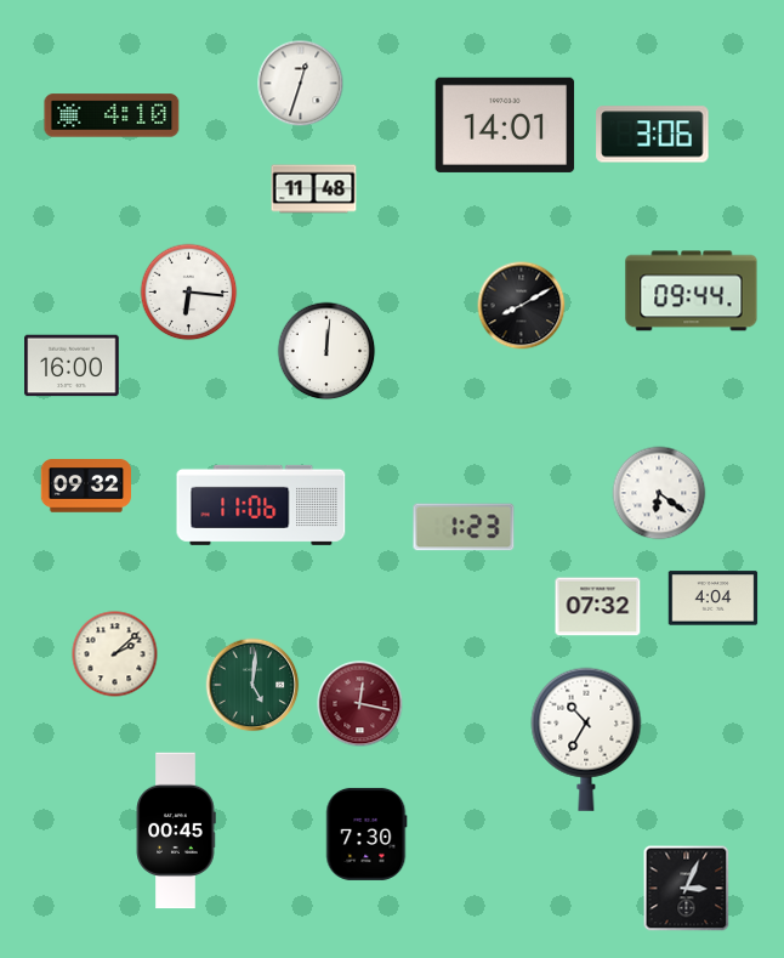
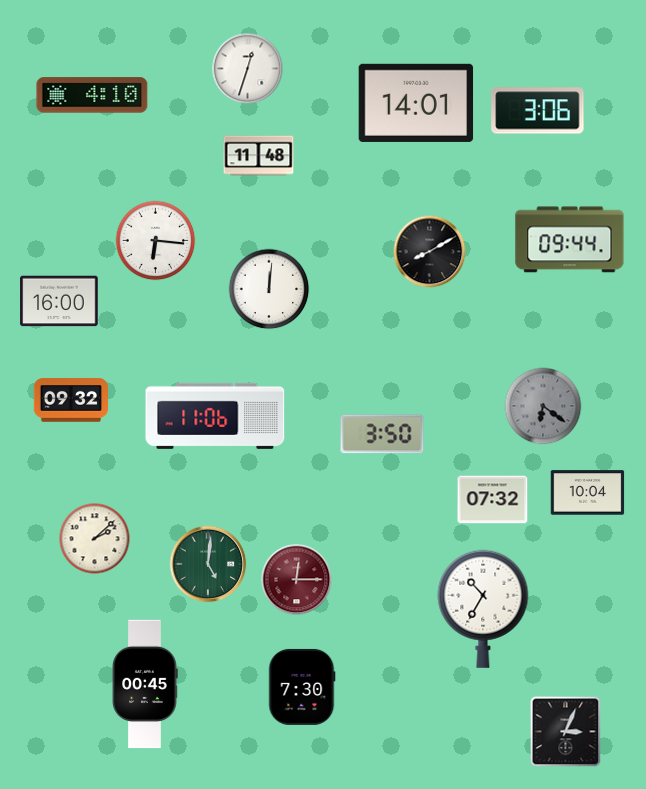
clock at (659, 493) dial: white -> grey
clock at (464, 527): 1:23 -> 3:50
clock at (714, 599): 4:04 -> 10:04
clock at (360, 704): 12:17 -> 12:15
